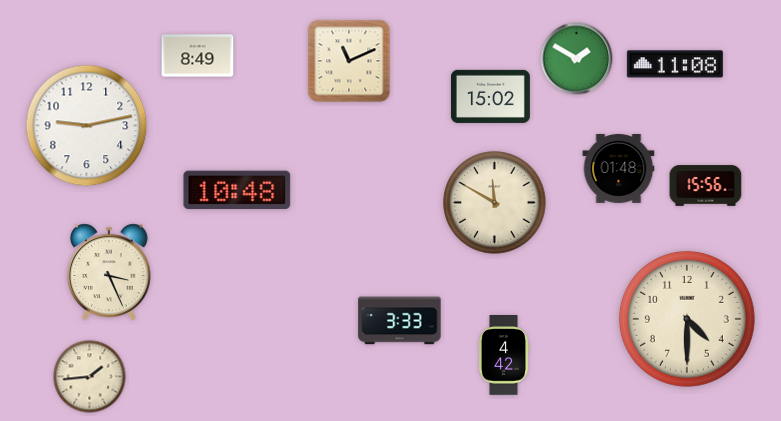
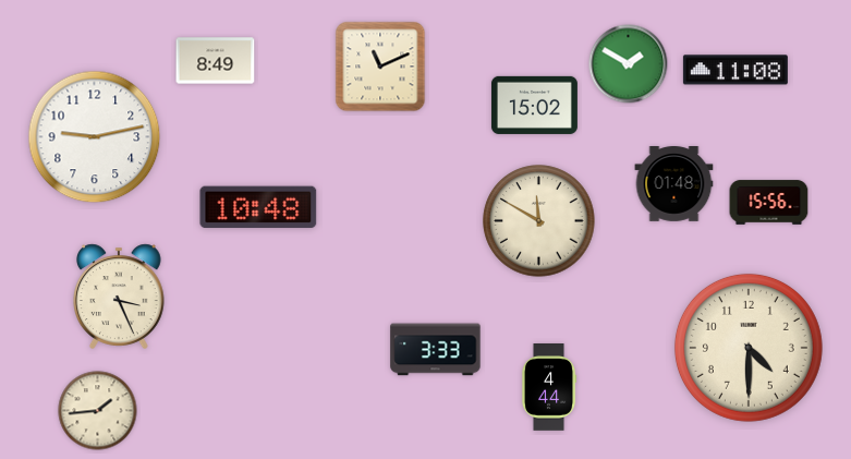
clock at (504, 356): 4:42 -> 4:44
